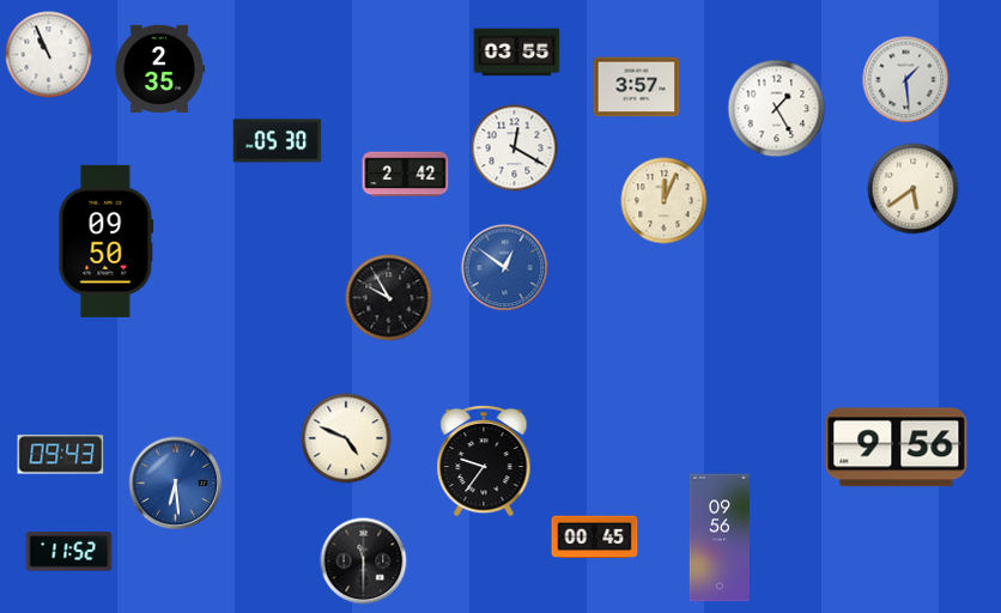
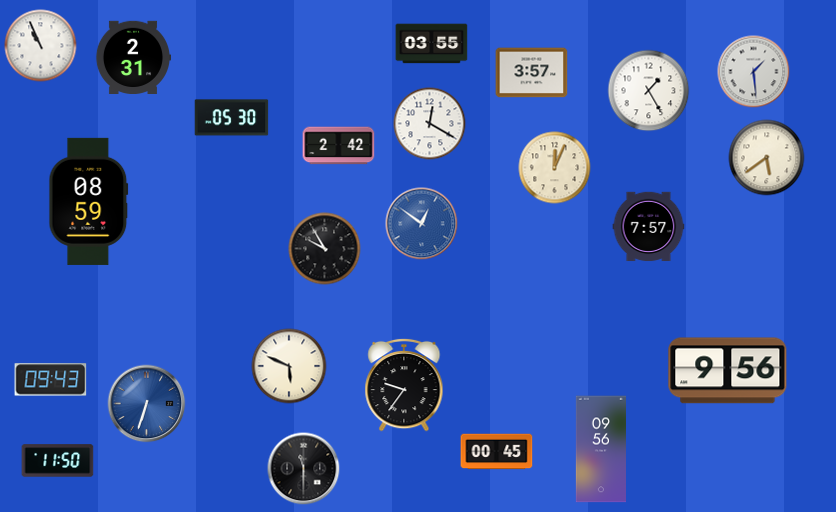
clock at (158, 68): 2:35 -> 2:31
clock at (906, 80) position: (906, 80) -> (754, 72)
clock at (914, 189) position: (914, 189) -> (767, 158)
clock at (107, 241): 09:50 -> 08:59
clock at (649, 227): none -> 7:57
clock at (346, 438): 4:49 -> 5:49
clock at (897, 448) position: (897, 448) -> (728, 371)
clock at (176, 484): 6:29 -> 6:33
clock at (595, 538) position: (595, 538) -> (497, 452)
clock at (69, 552): 11:52 -> 11:50
